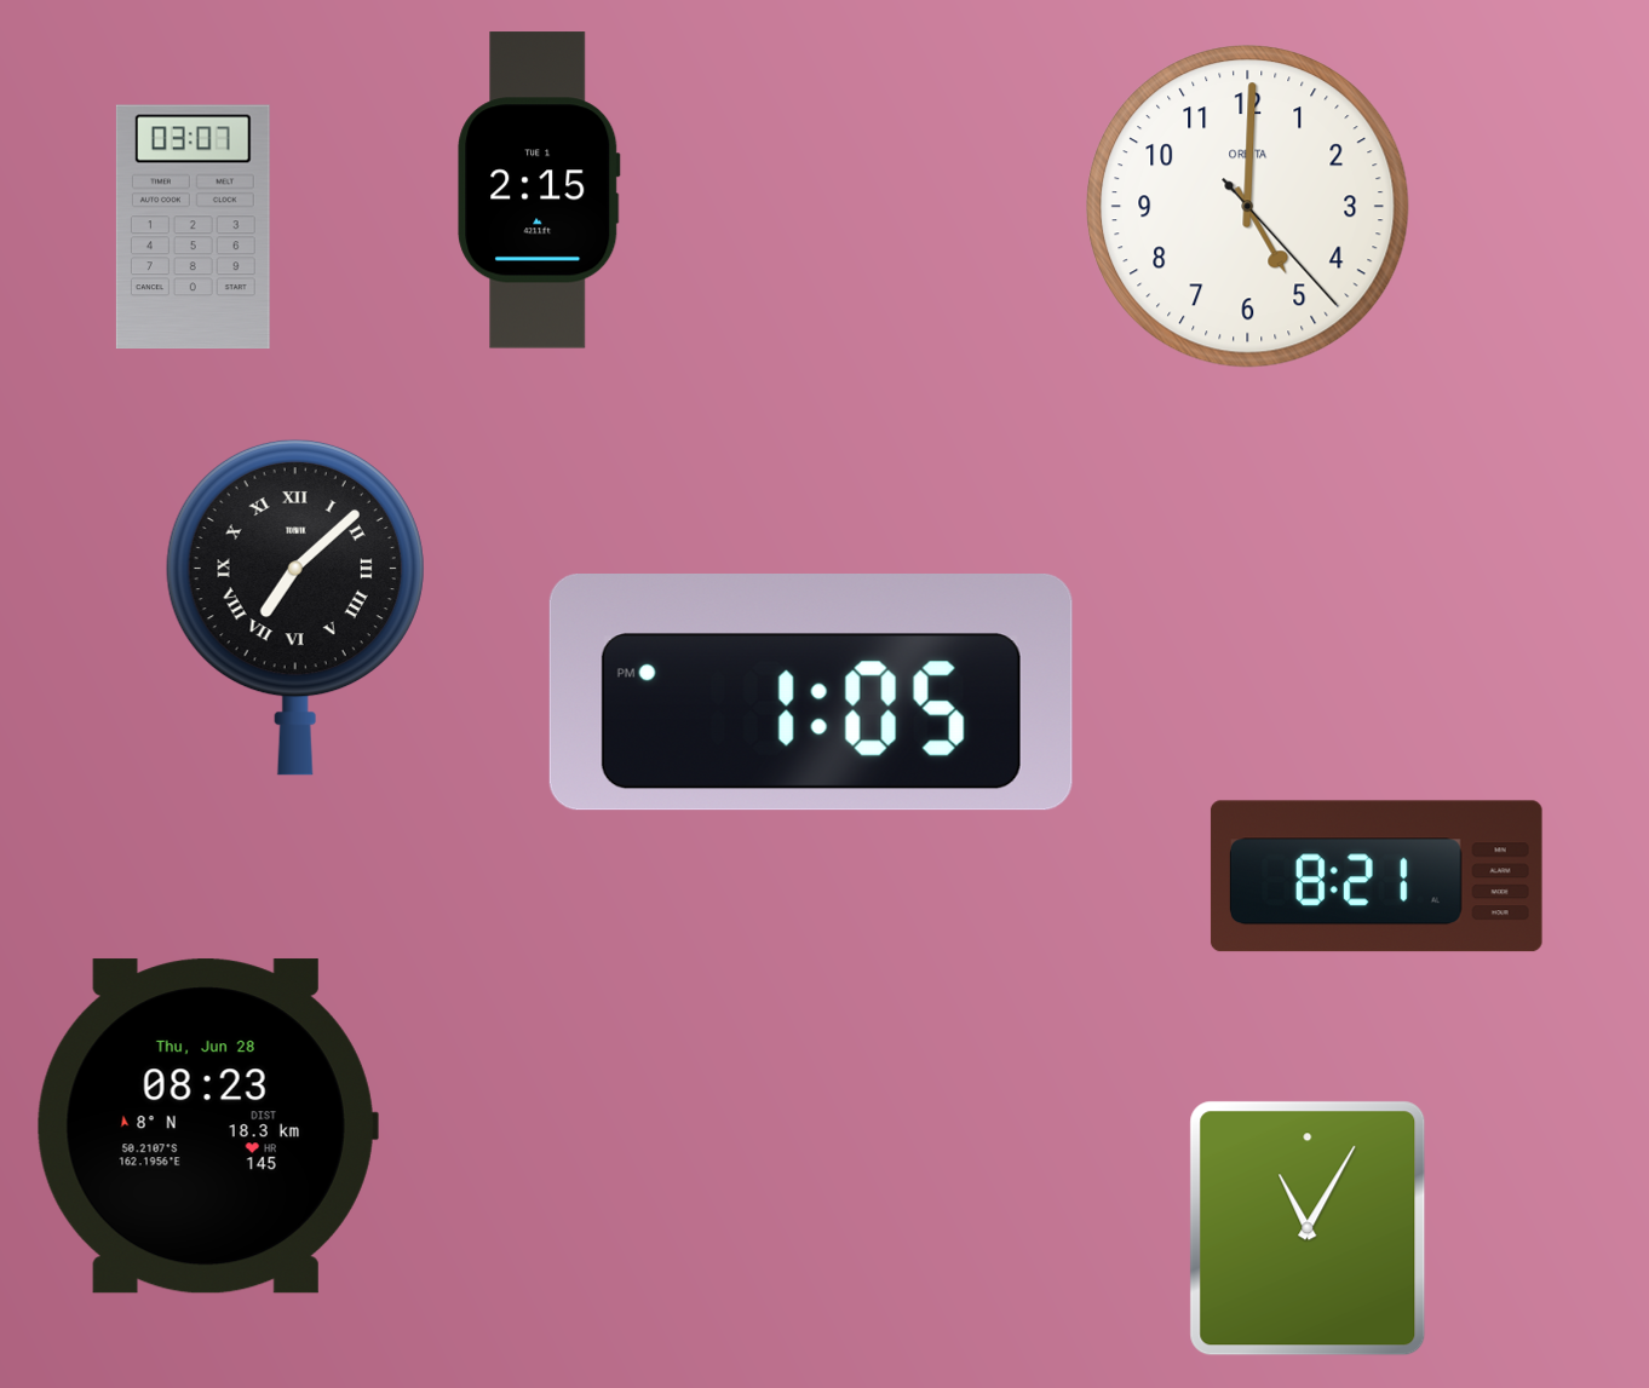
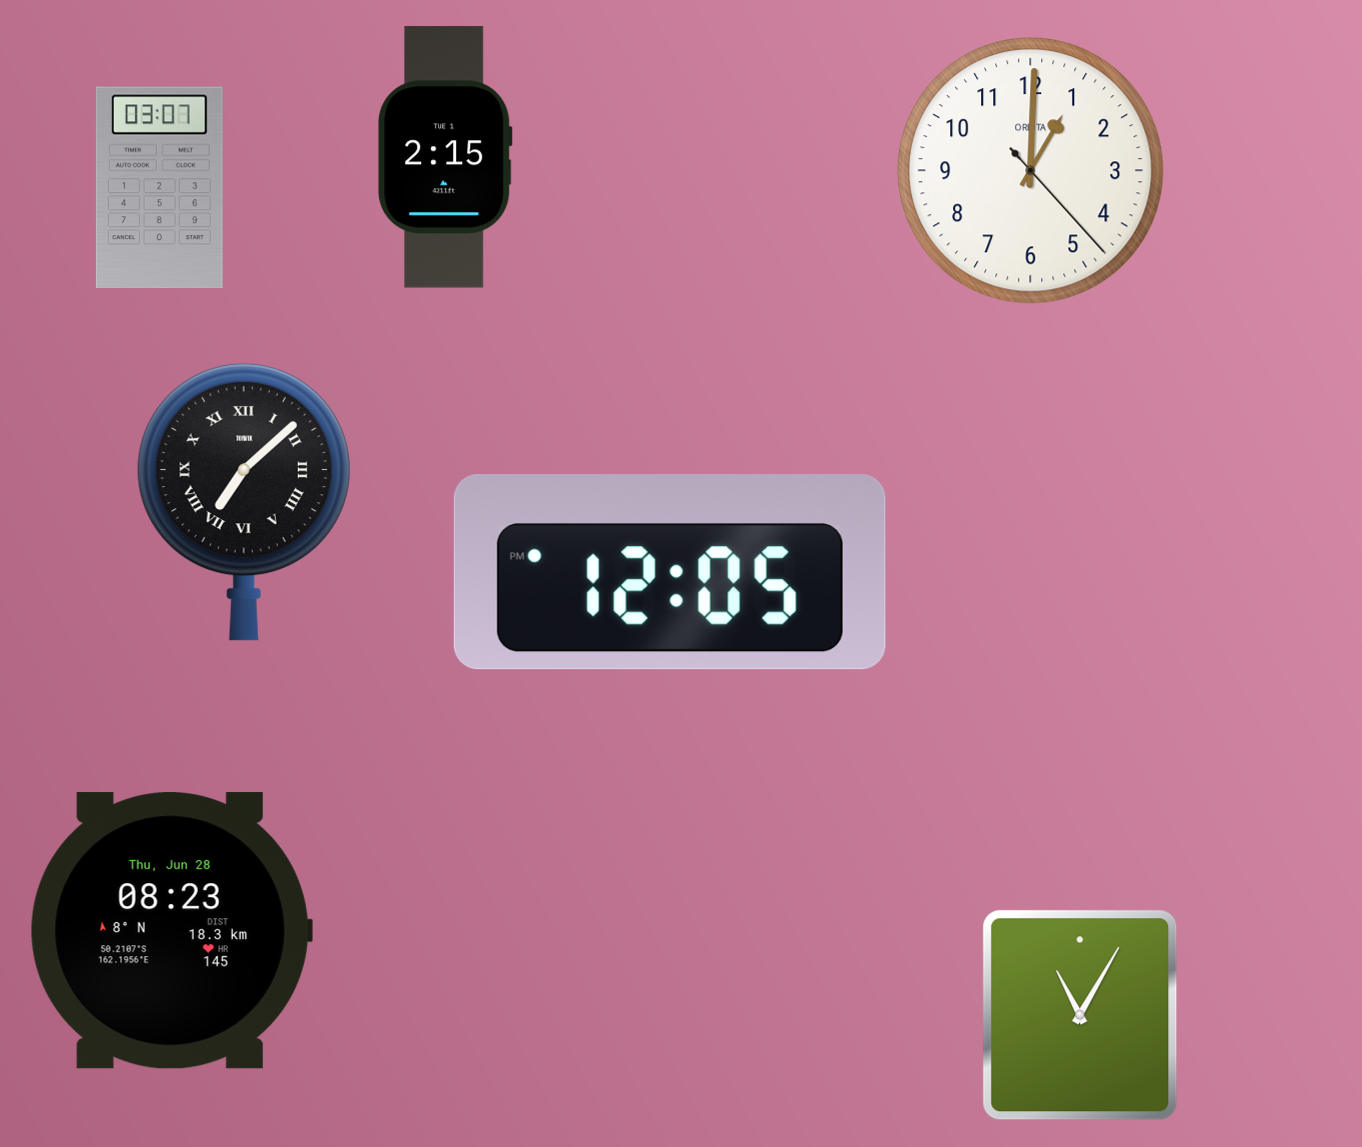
clock at (1248, 207): 5:00 -> 1:00
clock at (811, 693): 1:05 -> 12:05
clock at (1377, 876): 8:21 -> none
